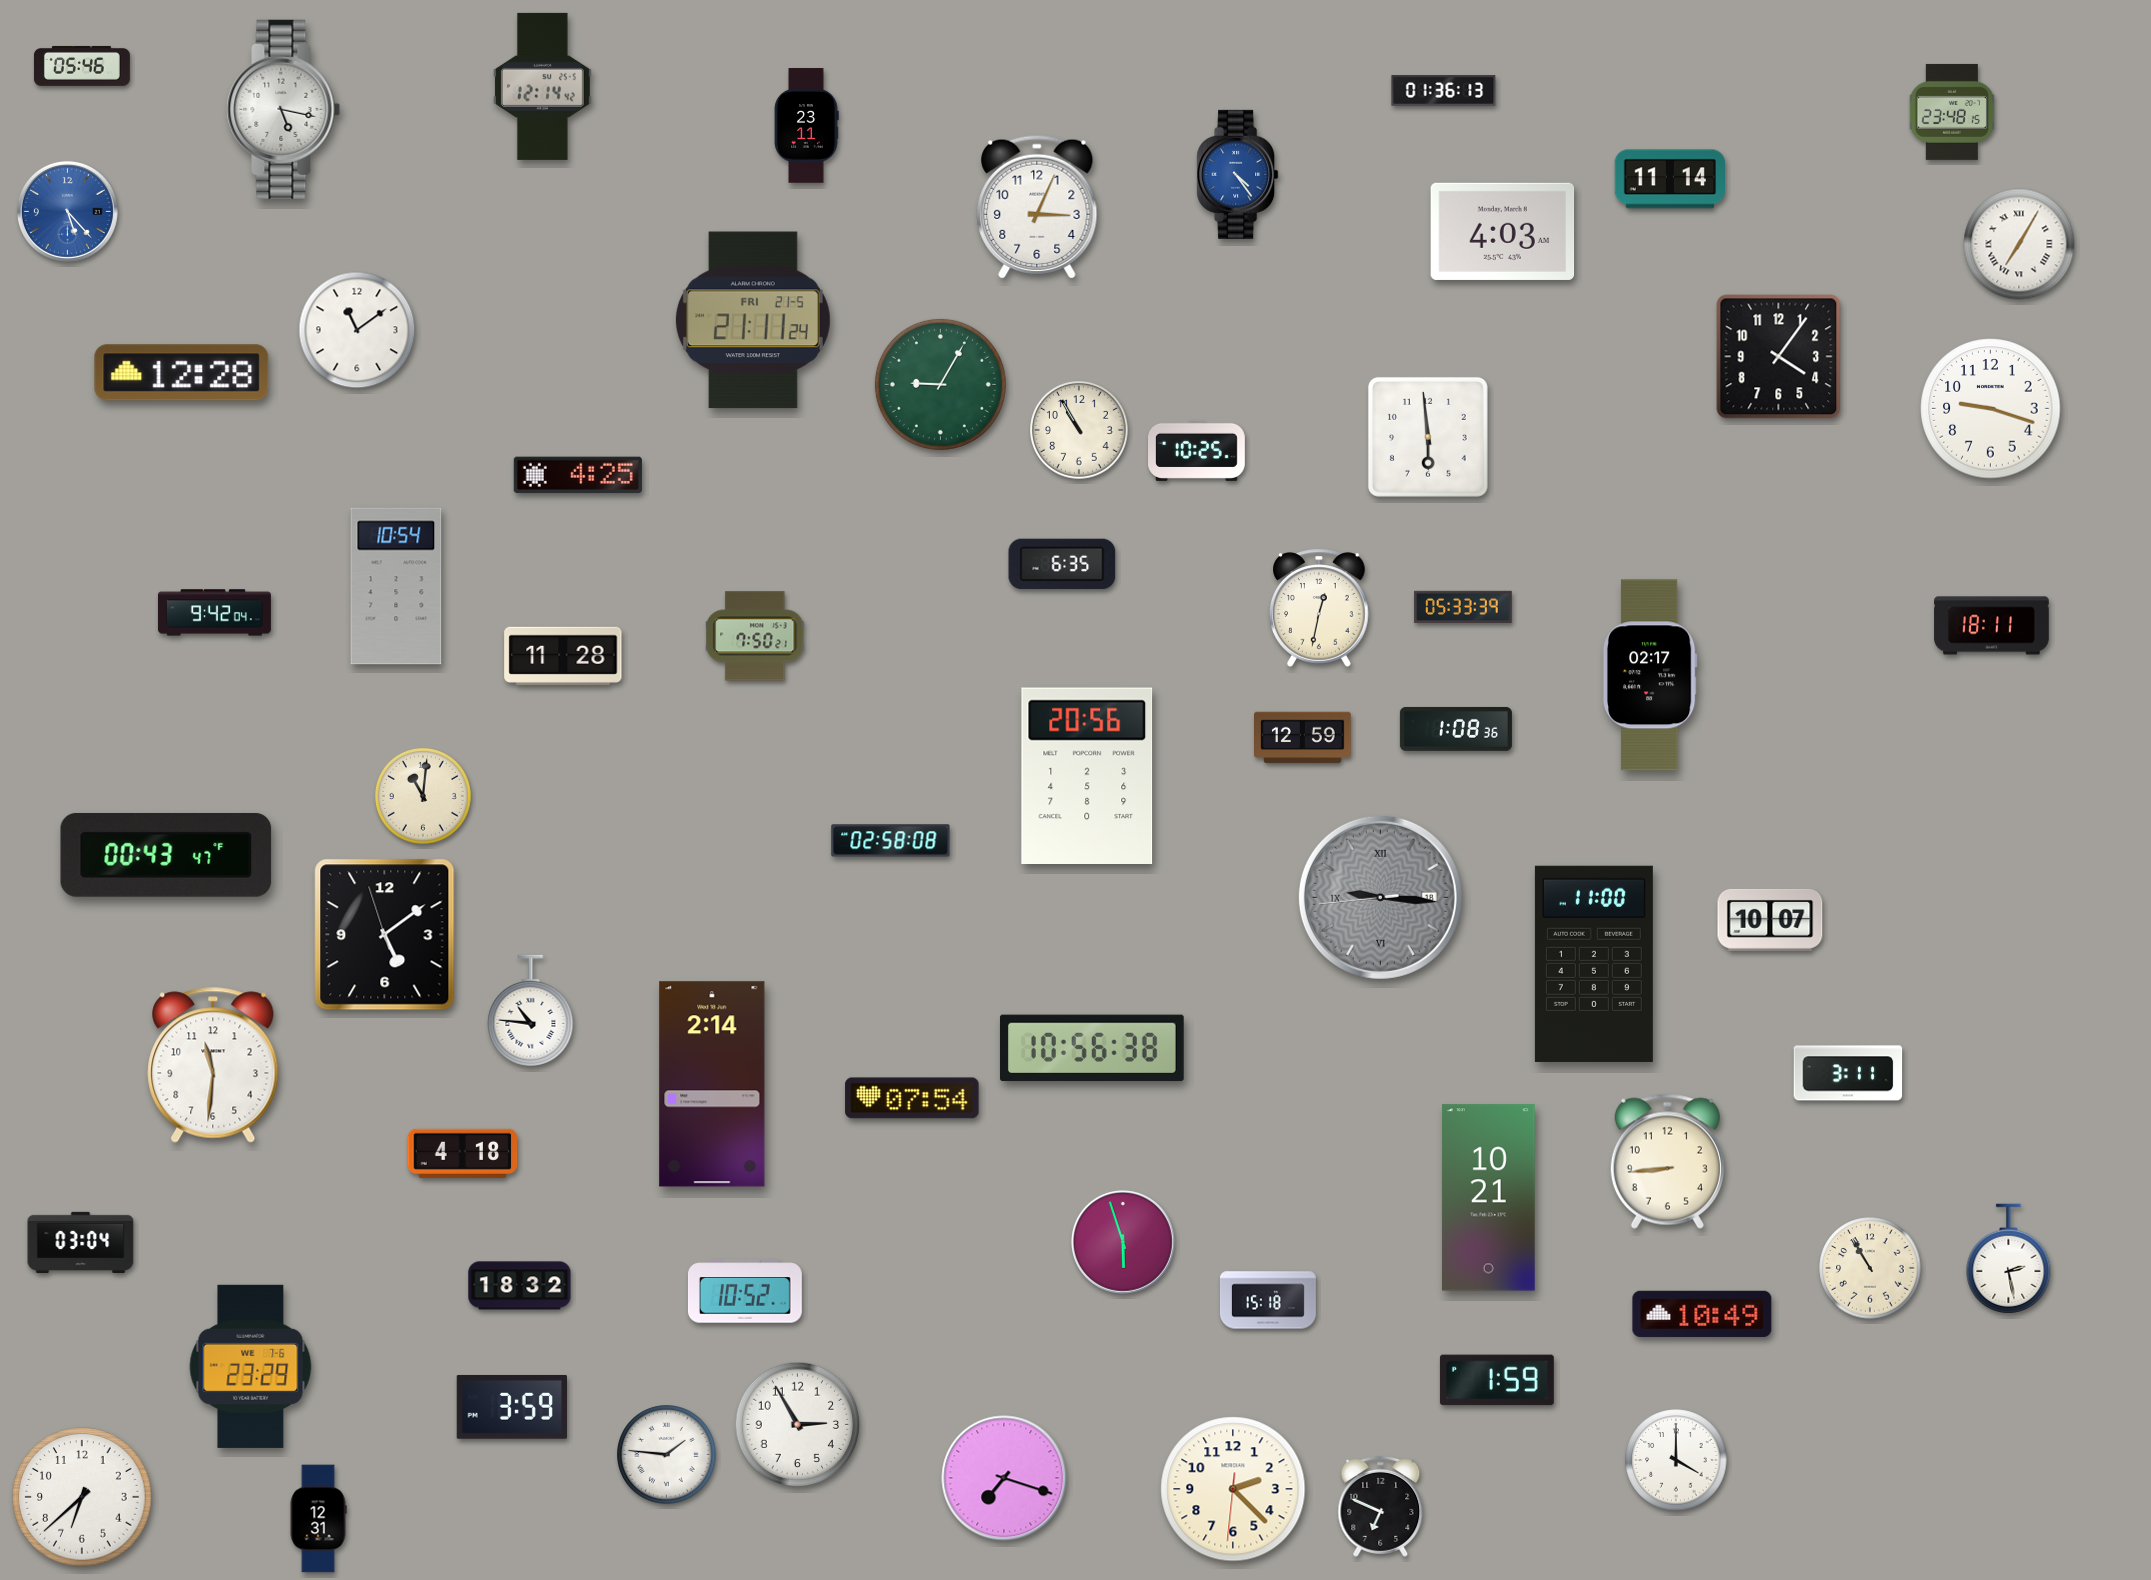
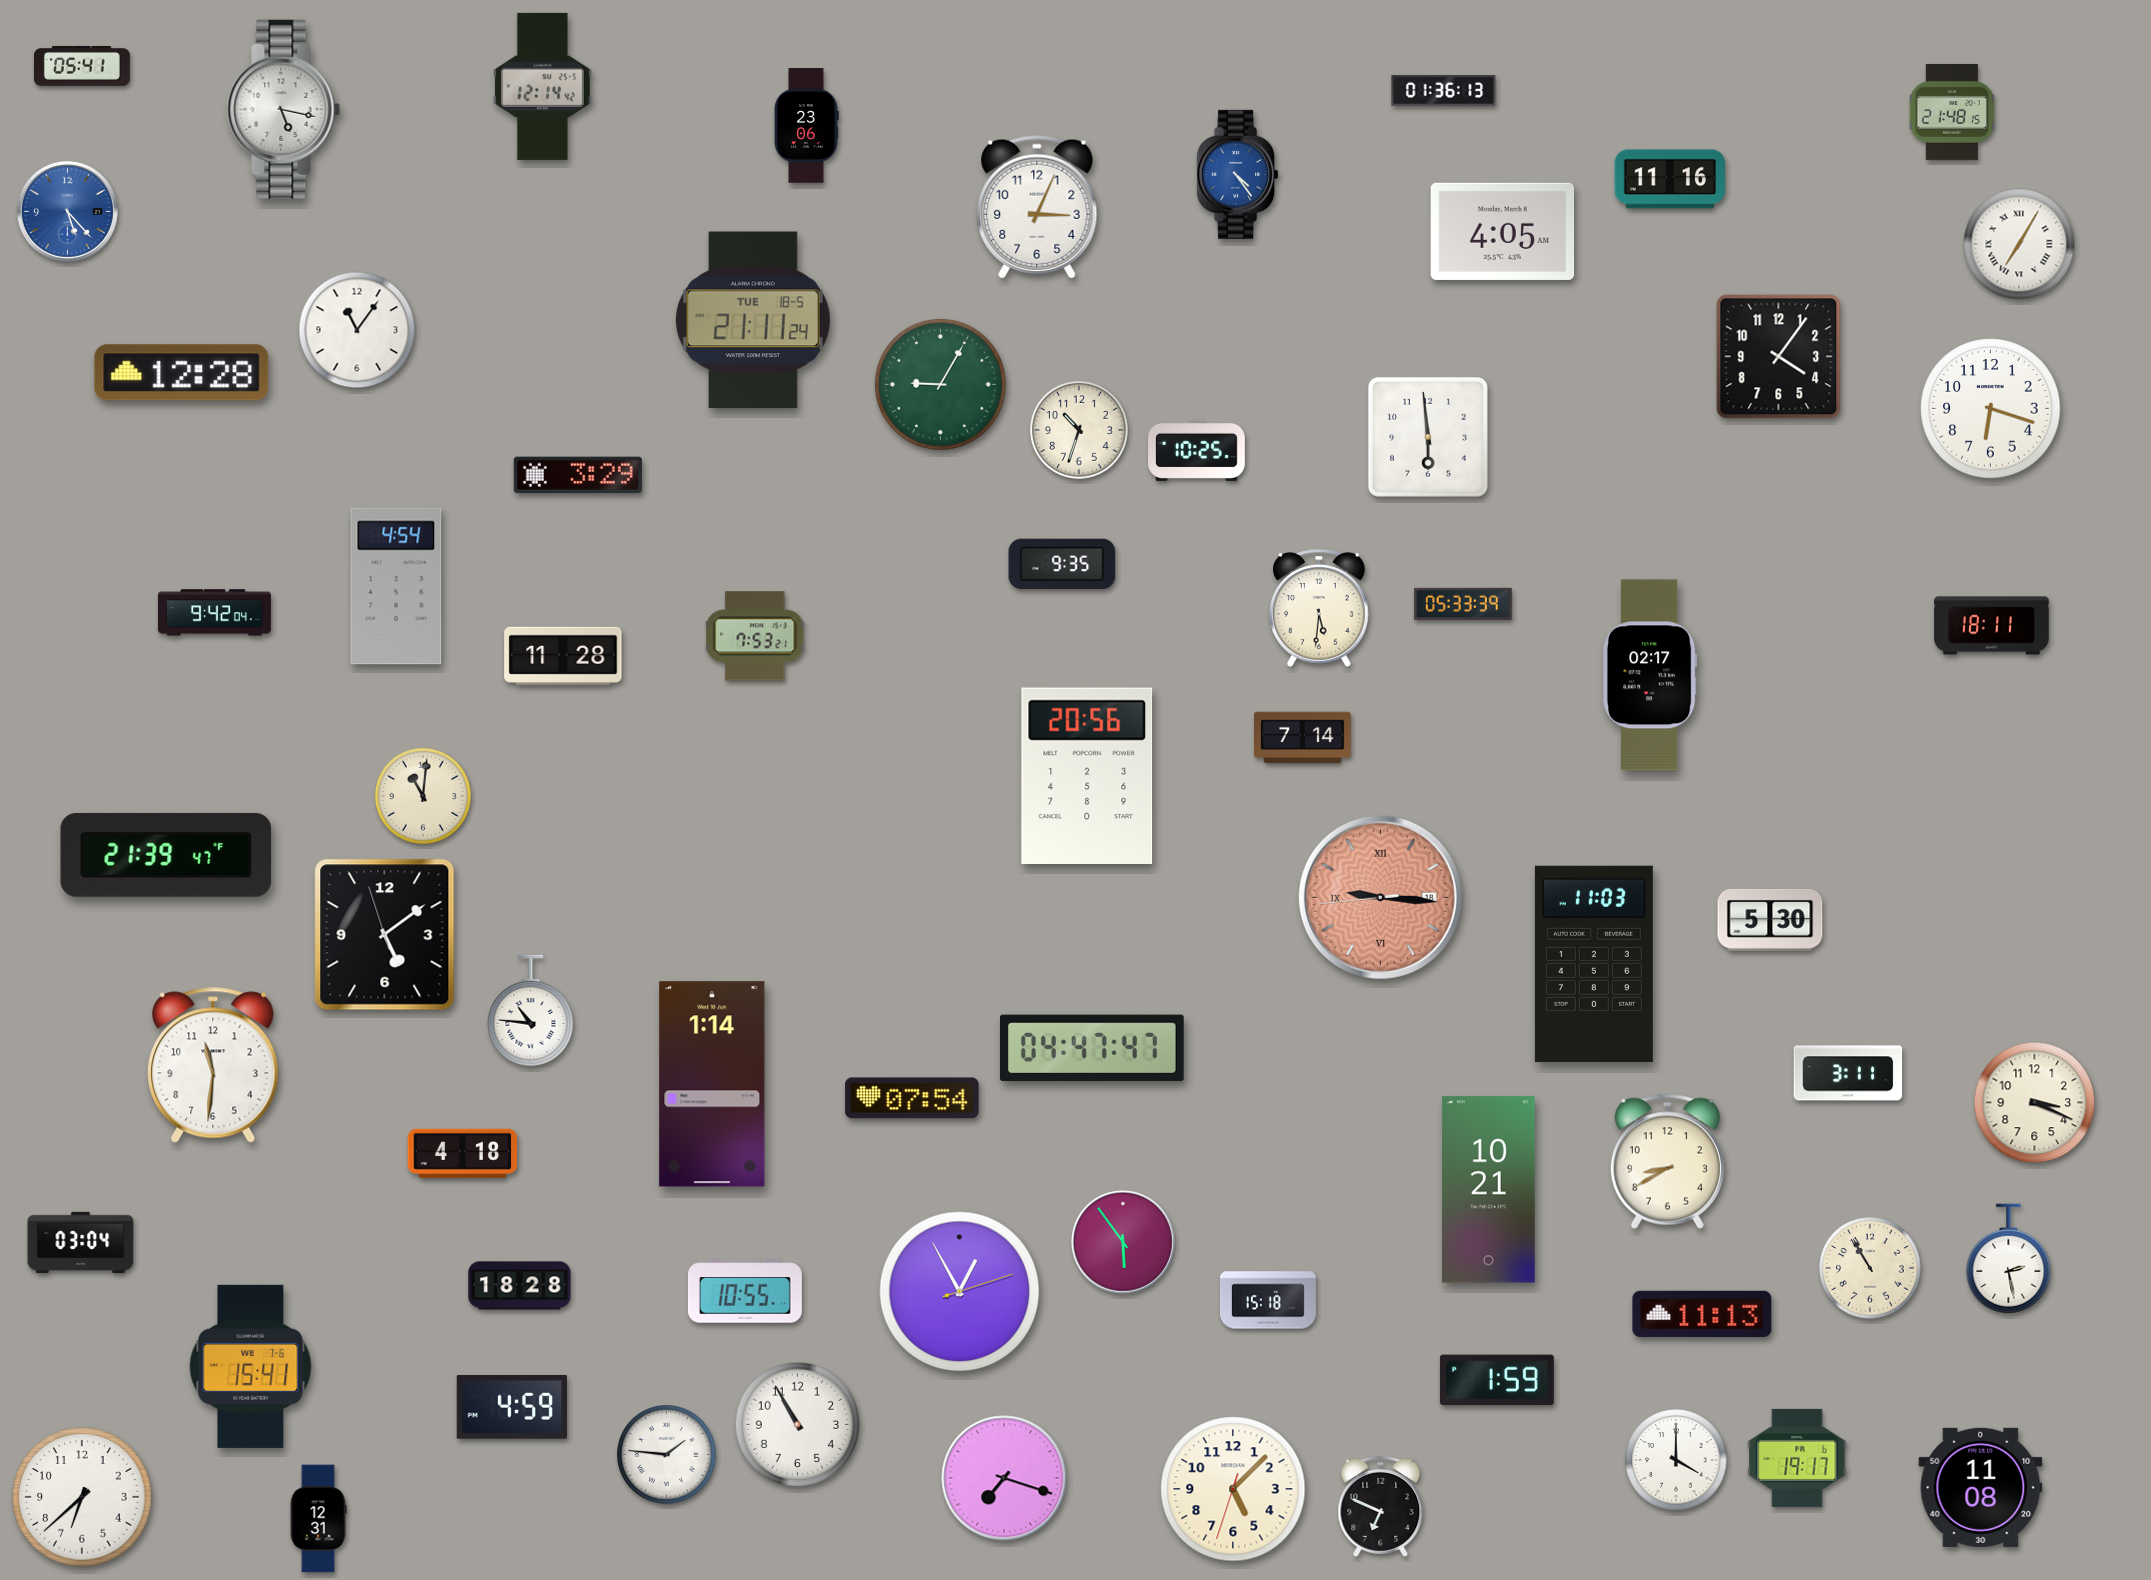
clock at (82, 66): 05:46 -> 05:41
clock at (1952, 112): 23:48 -> 21:48
clock at (806, 126): 23:11 -> 23:06
clock at (1669, 179): 11:14 -> 11:16
clock at (1503, 231): 4:03 -> 4:05
clock at (753, 320) date: FRI 21-5 -> TUE 18-5
clock at (357, 330): 11:09 -> 11:06
clock at (1991, 409): 9:18 -> 6:18
clock at (1080, 431): 10:55 -> 10:33
clock at (578, 475): 4:25 -> 3:29
clock at (1062, 564): 6:35 -> 9:35
clock at (396, 586): 10:54 -> 4:54
clock at (1463, 607) position: (1463, 607) -> (1463, 604)
clock at (1320, 608): 12:32 -> 5:31
clock at (756, 636): 7:50 -> 7:53
clock at (1456, 729): 1:08 -> none
clock at (1303, 738): 12:59 -> 7:14
clock at (891, 841): 02:58 -> none
clock at (166, 855): 00:43 -> 21:39
clock at (1380, 897) dial: grey -> salmon
clock at (1770, 920): 10:07 -> 5:30
clock at (1594, 964): 11:00 -> 11:03
clock at (1092, 1048): 10:56 -> 04:47
clock at (712, 1084): 2:14 -> 1:14
clock at (2035, 1103): none -> 3:19
clock at (1667, 1161): 8:44 -> 8:40
clock at (1488, 1198) position: (1488, 1198) -> (1488, 1190)
clock at (1124, 1243): 5:57 -> 5:54
clock at (520, 1286): 18:32 -> 18:28
clock at (745, 1291): 10:52 -> 10:55
clock at (960, 1292): none -> 12:55
clock at (1702, 1314): 10:49 -> 11:13
clock at (251, 1366): 23:29 -> 15:41
clock at (512, 1407): 3:59 -> 4:59
clock at (798, 1425): 2:55 -> 10:55
clock at (1797, 1458): none -> 19:17
clock at (1981, 1487): none -> 11:08
clock at (1233, 1489): 2:22 -> 5:07
